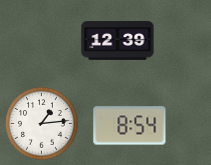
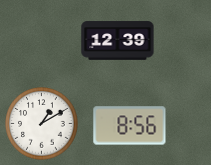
clock at (42, 124): 1:14 -> 1:10
clock at (130, 126): 8:54 -> 8:56
